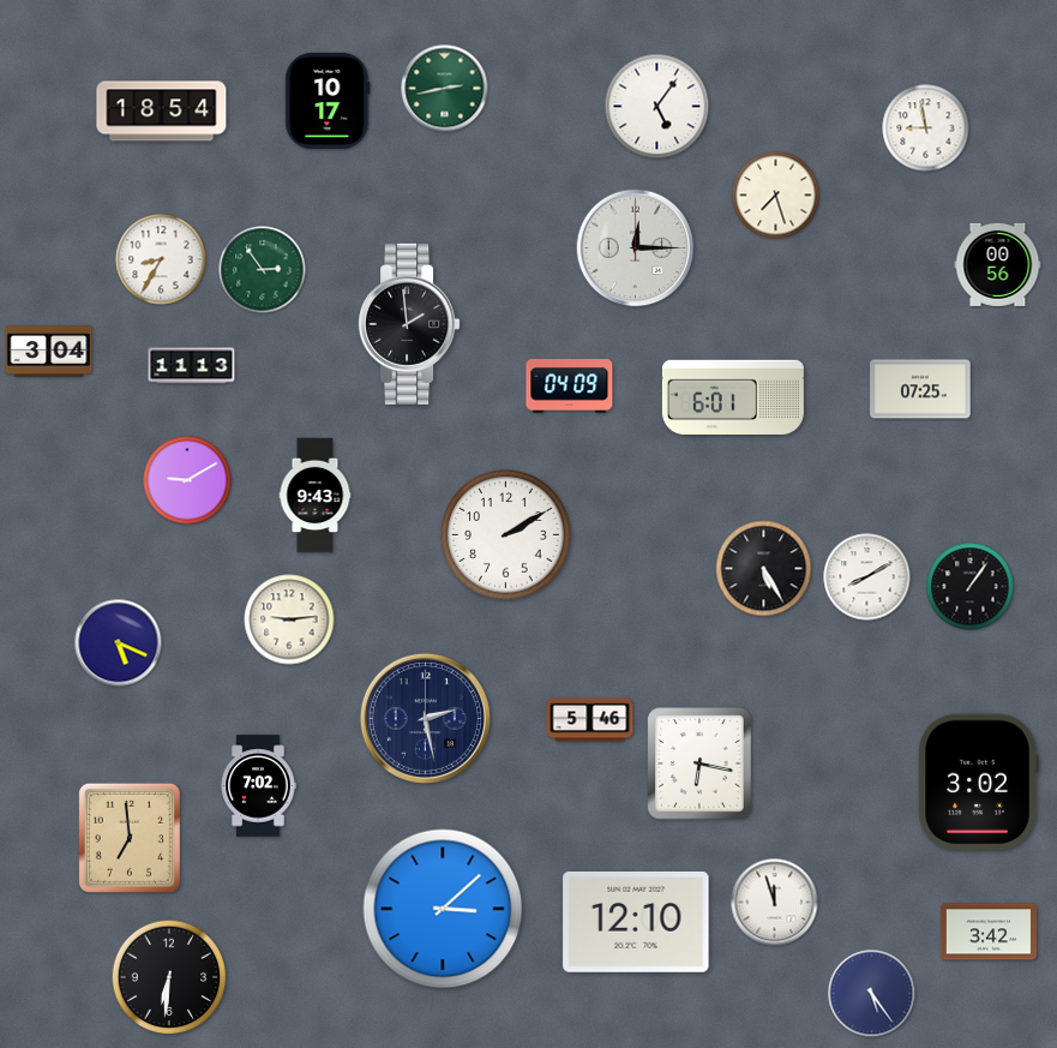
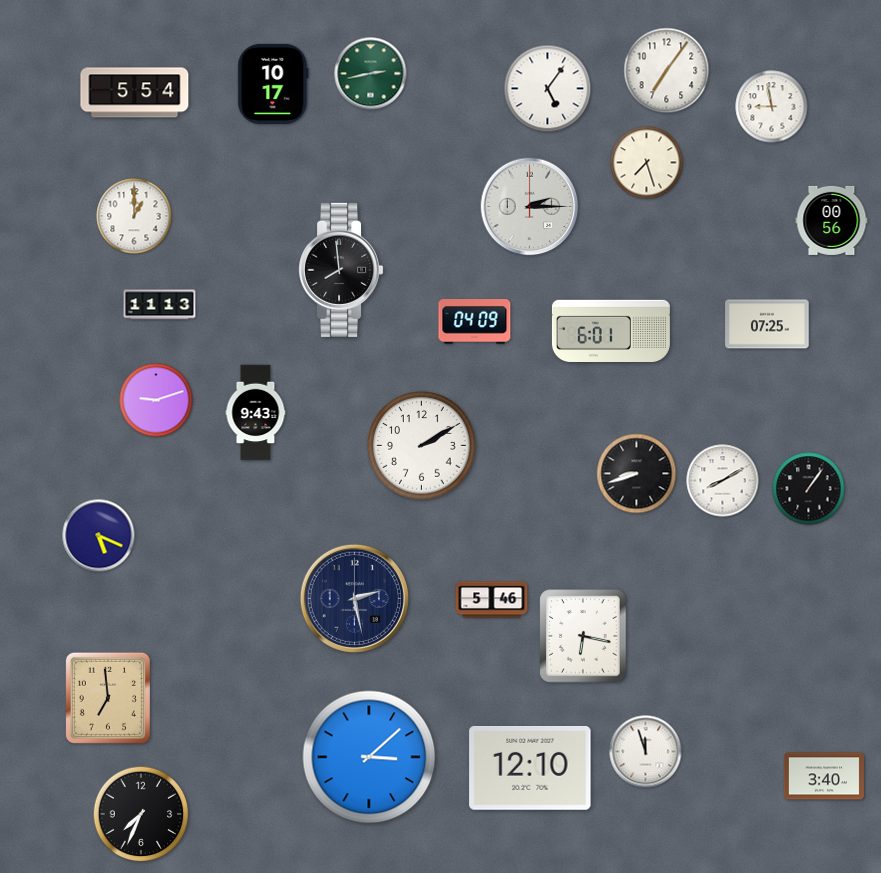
clock at (667, 71): none -> 7:06
clock at (162, 112): 18:54 -> 5:54
clock at (636, 248): 12:15 -> 2:15
clock at (161, 259): 8:35 -> 1:00
clock at (263, 270): 2:54 -> none
clock at (410, 324): 1:59 -> 7:59
clock at (49, 352): 3:04 -> none
clock at (187, 480): 9:10 -> 9:12
clock at (316, 496) position: (316, 496) -> (256, 413)
clock at (764, 569): 5:25 -> 8:42
clock at (289, 619): 9:14 -> none
clock at (978, 783): 3:02 -> none
clock at (258, 786): 7:02 -> none
clock at (989, 932): 3:42 -> 3:40
clock at (169, 977): 6:31 -> 7:34
clock at (872, 994): 5:24 -> none
